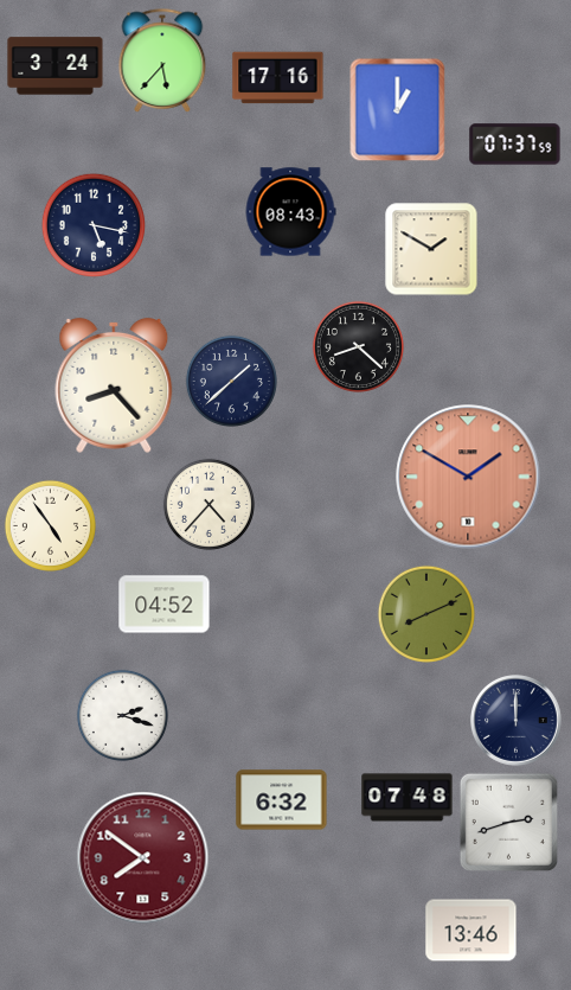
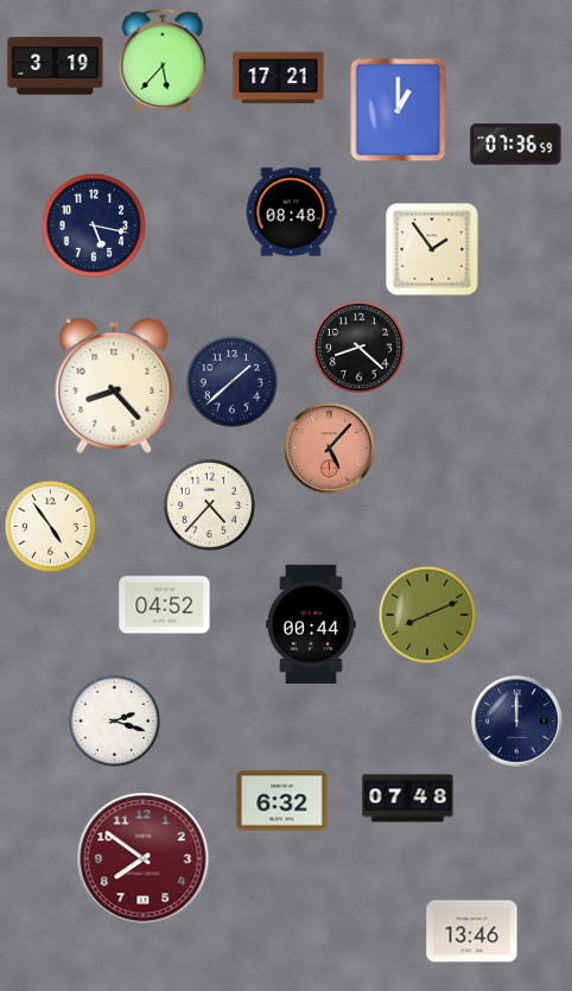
clock at (56, 66): 3:24 -> 3:19
clock at (278, 78): 17:16 -> 17:21
clock at (515, 145): 07:37 -> 07:36
clock at (290, 212): 08:43 -> 08:48
clock at (431, 249): 1:50 -> 1:54
clock at (330, 449): none -> 5:07
clock at (468, 477): 1:50 -> none
clock at (311, 623): none -> 00:44
clock at (122, 715) position: (122, 715) -> (114, 720)
clock at (508, 822): 2:42 -> none
